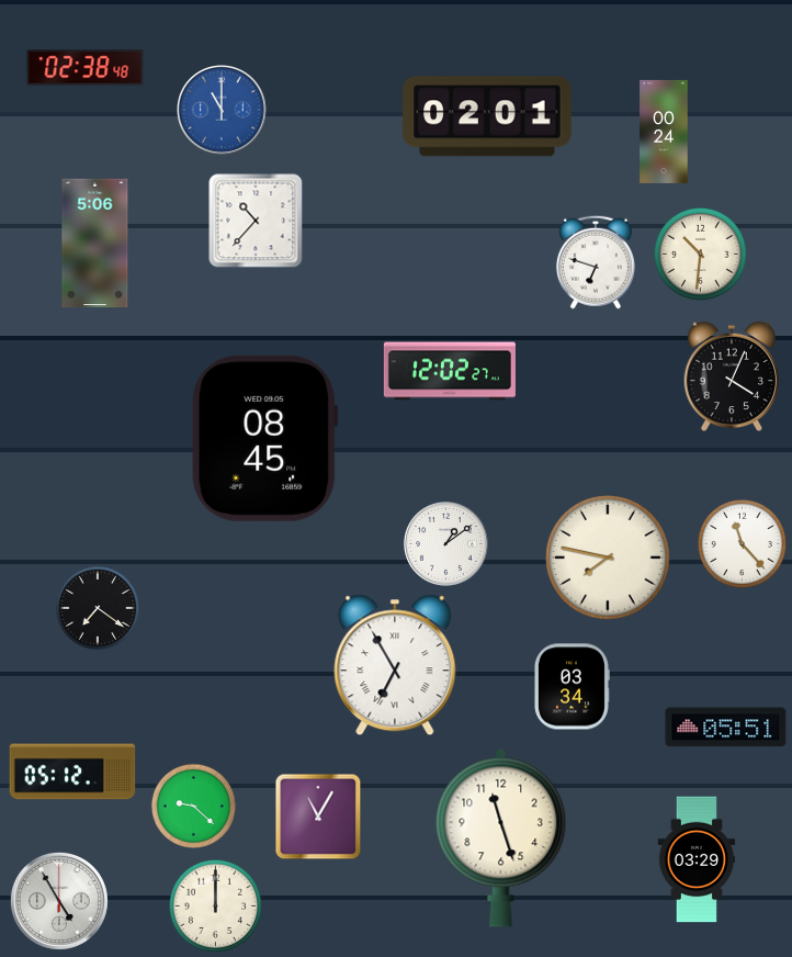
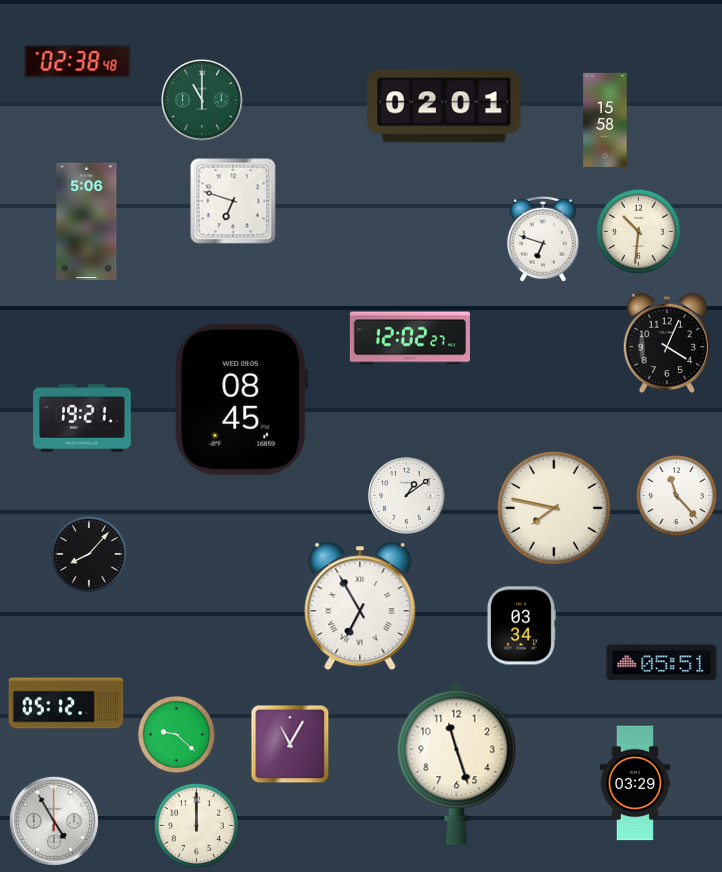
clock at (223, 111) dial: blue -> green
clock at (664, 132): 00:24 -> 15:58
clock at (256, 221): 10:37 -> 6:48
clock at (82, 419): none -> 19:21
clock at (98, 608): 7:21 -> 8:07
